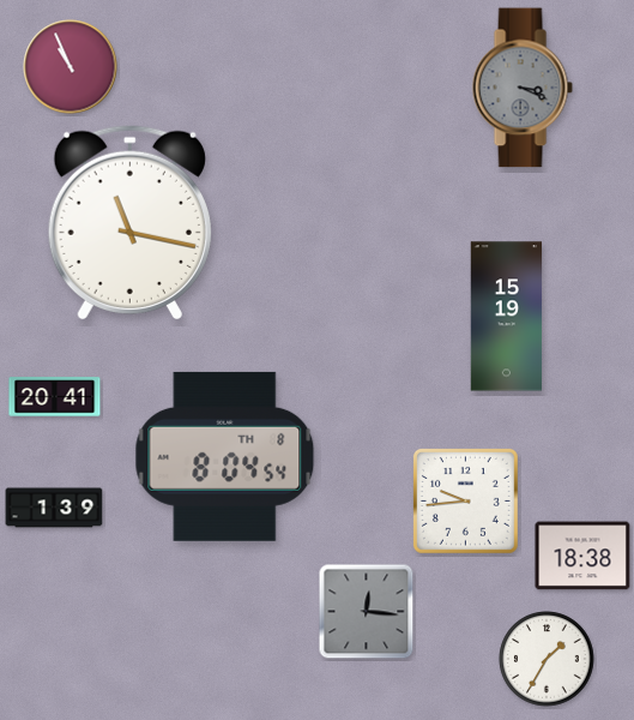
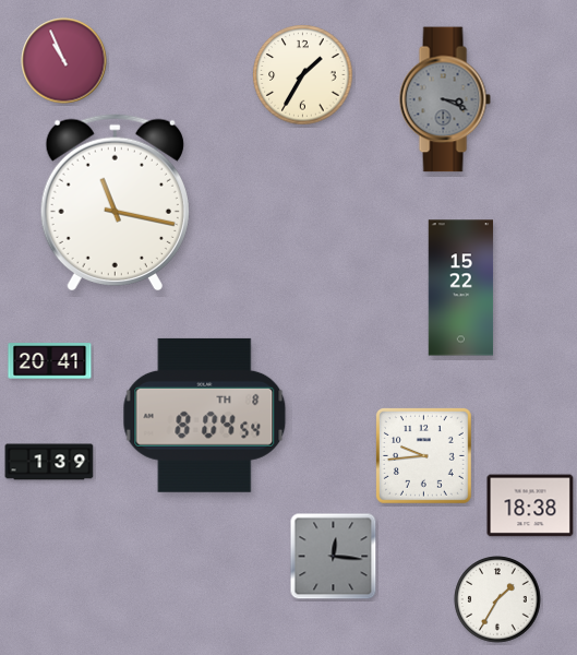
clock at (303, 75): none -> 1:35
clock at (523, 88) position: (523, 88) -> (445, 99)
clock at (129, 222) position: (129, 222) -> (115, 202)
clock at (507, 317): 15:19 -> 15:22
